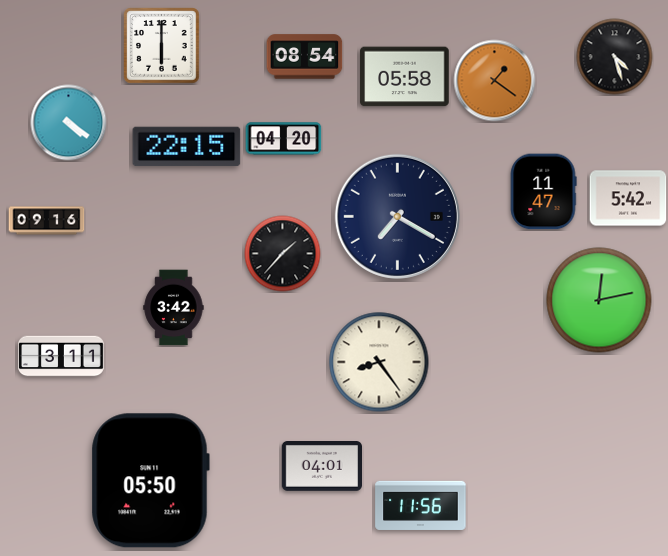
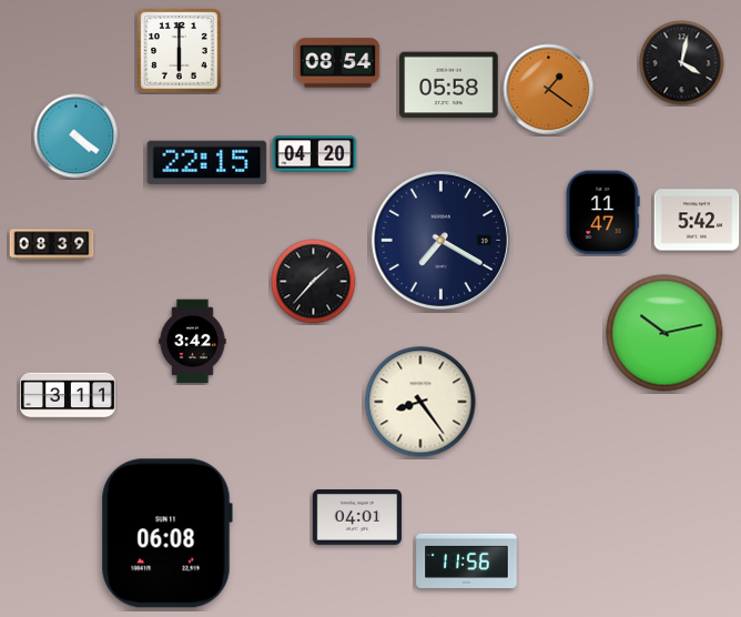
clock at (615, 57): 4:27 -> 4:02
clock at (47, 221): 09:16 -> 08:39
clock at (599, 300): 12:13 -> 10:13
clock at (150, 481): 05:50 -> 06:08
